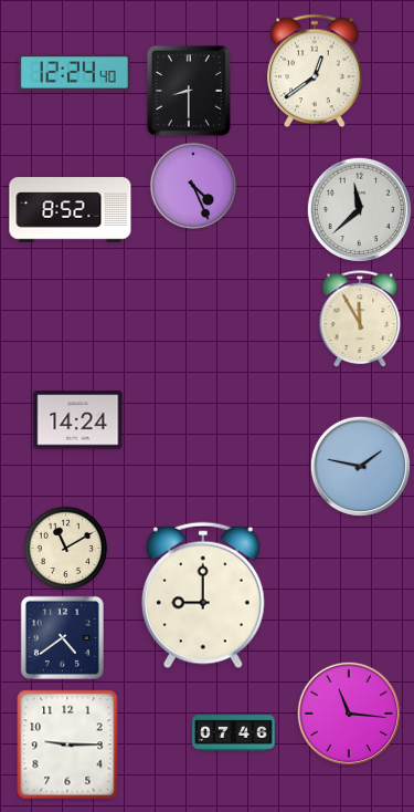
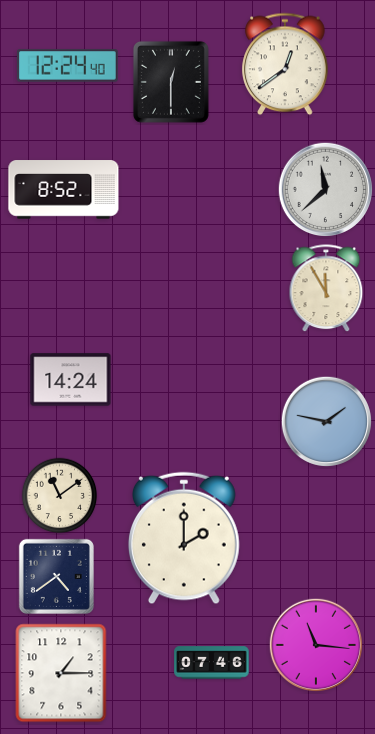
clock at (189, 91): 8:30 -> 12:30
clock at (193, 186): 4:26 -> none
clock at (66, 549): 11:10 -> 11:09
clock at (203, 595): 9:00 -> 2:00
clock at (67, 745): 9:15 -> 1:15
